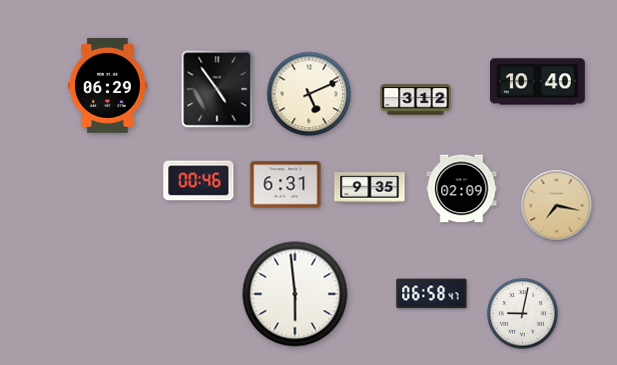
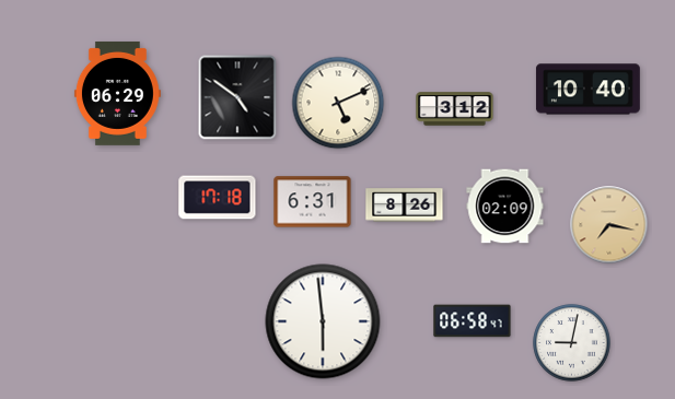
clock at (217, 89): 4:54 -> 4:51
clock at (199, 181): 00:46 -> 17:18
clock at (370, 188): 9:35 -> 8:26
